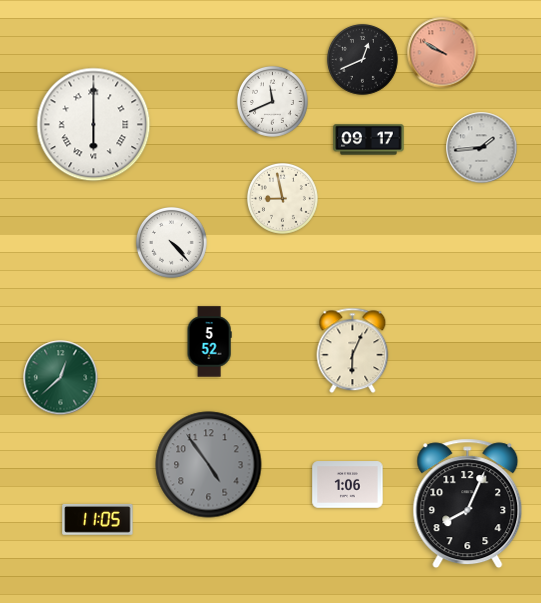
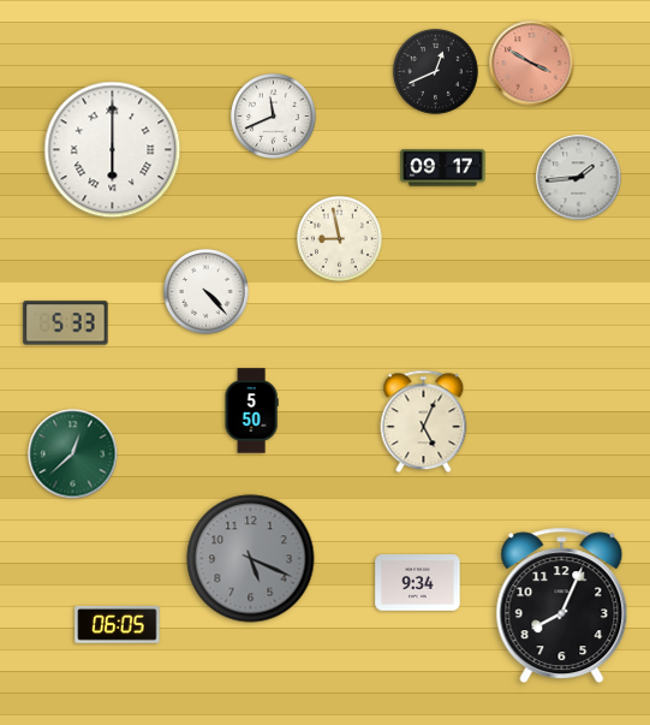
clock at (443, 53): 9:50 -> 3:50
clock at (272, 101) position: (272, 101) -> (273, 115)
clock at (66, 323): none -> 5:33
clock at (209, 342): 5:52 -> 5:50
clock at (353, 351): 6:04 -> 5:04
clock at (209, 465): 4:54 -> 5:19
clock at (348, 485): 1:06 -> 9:34
clock at (98, 519): 11:05 -> 06:05
